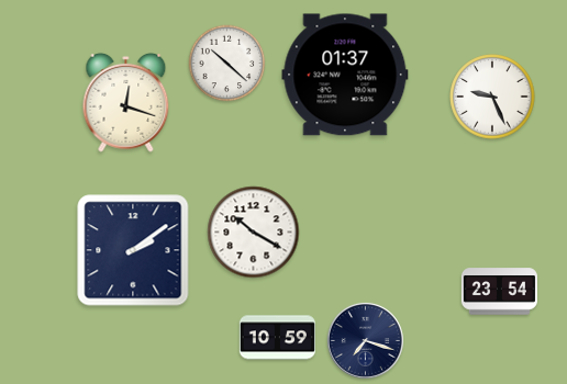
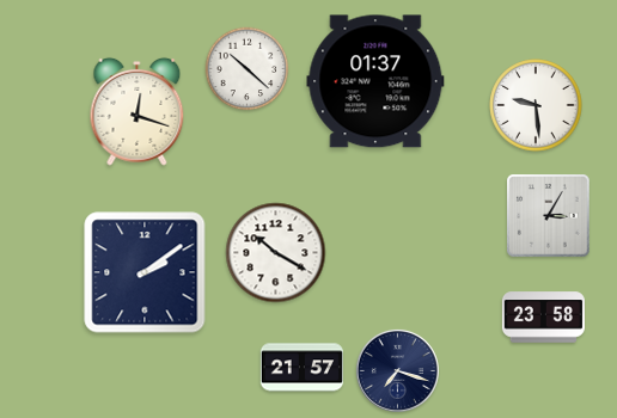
clock at (492, 97): 9:26 -> 9:29
clock at (549, 216): none -> 3:05
clock at (499, 292): 23:54 -> 23:58
clock at (277, 338): 10:59 -> 21:57
